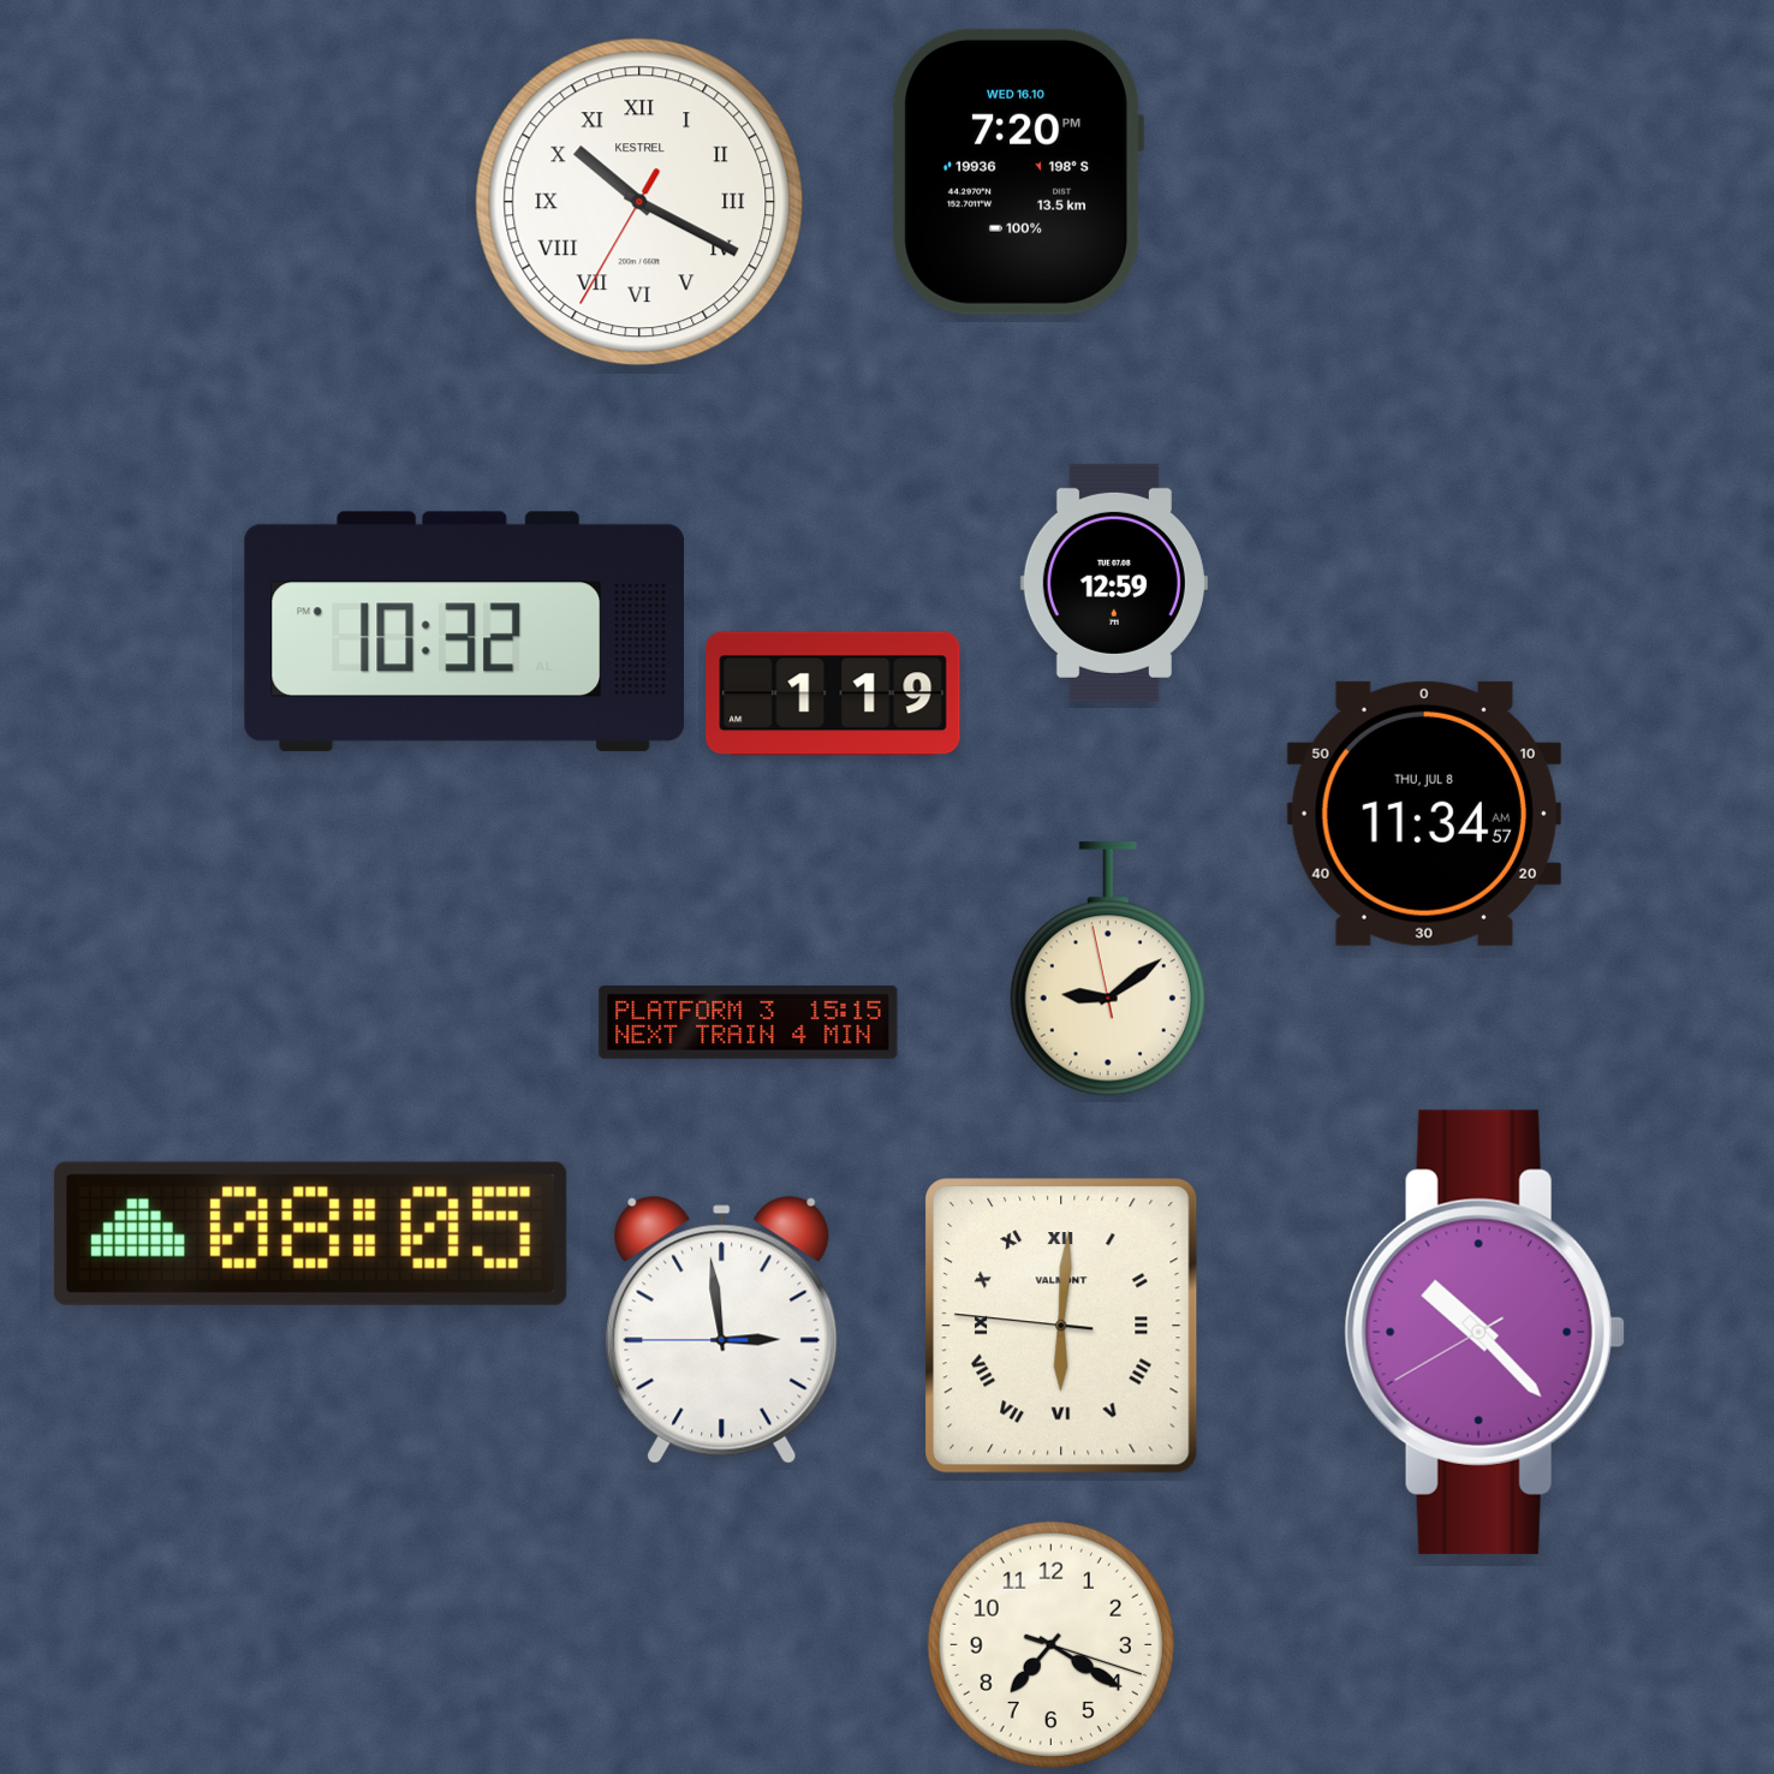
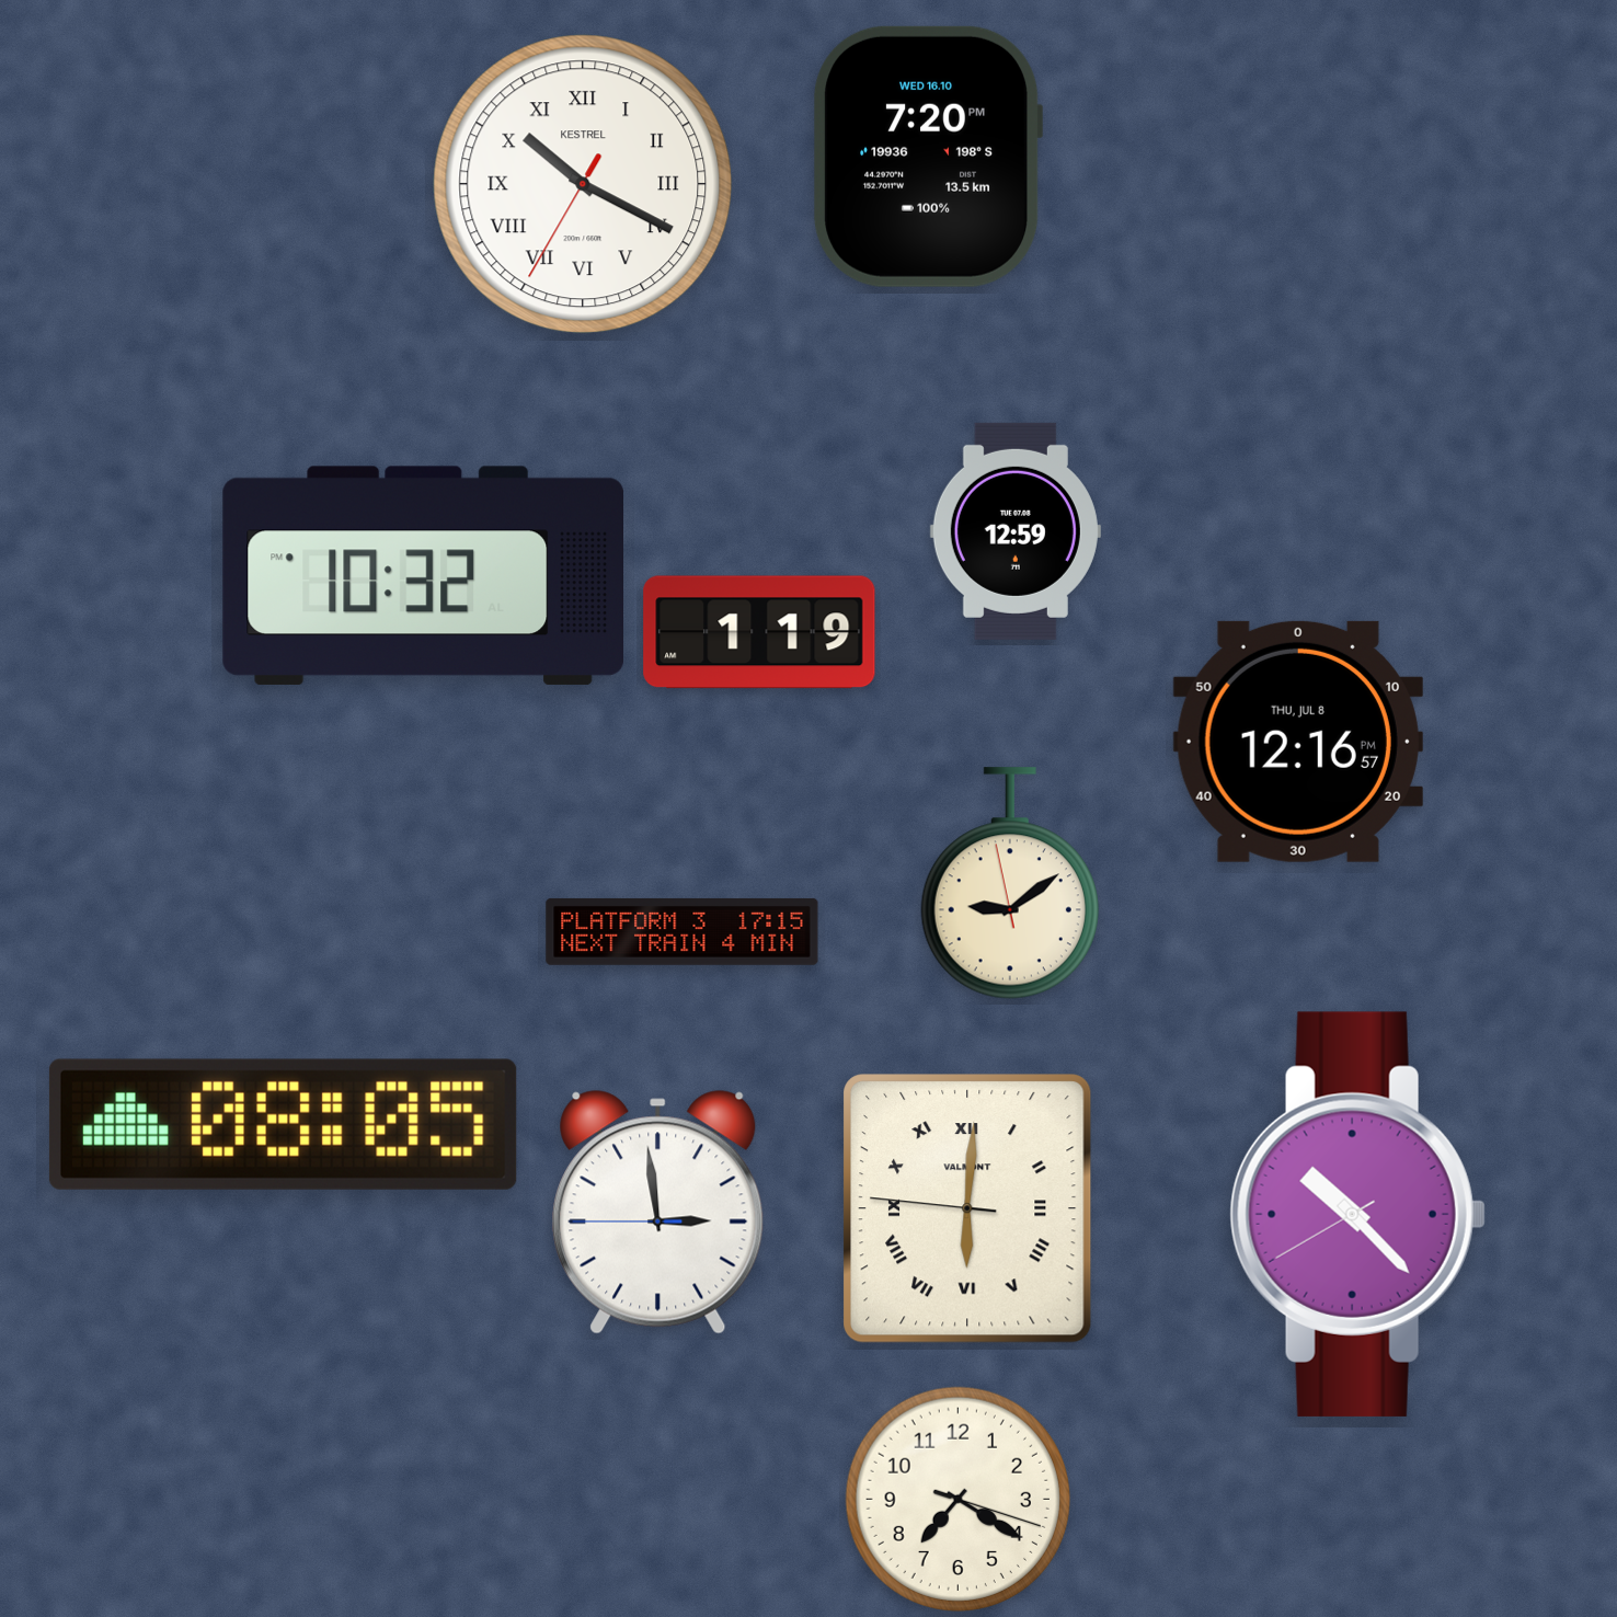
clock at (1424, 814): 11:34 -> 12:16
clock at (749, 1022): 15:15 -> 17:15
clock at (1484, 1332) position: (1484, 1332) -> (1357, 1214)
